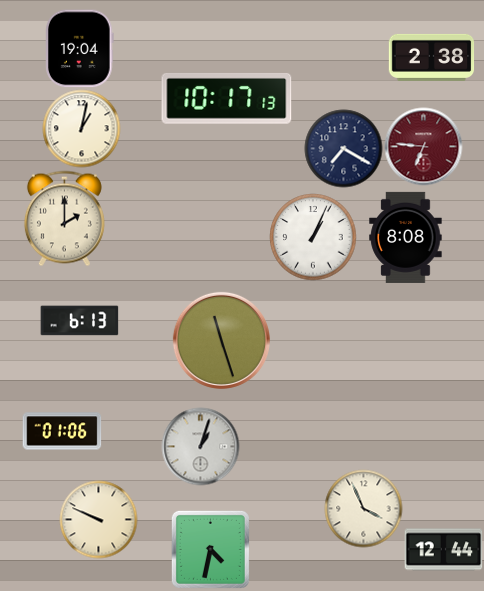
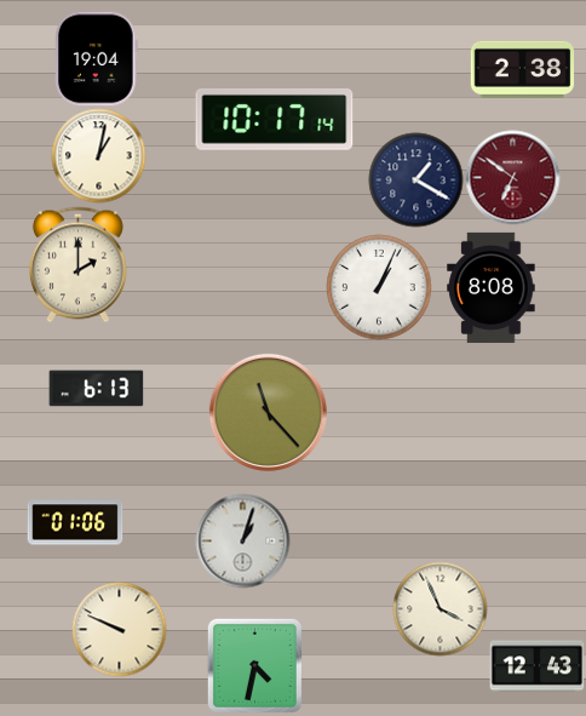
clock at (227, 98): 10:17:13 -> 10:17:14
clock at (423, 146): 6:46 -> 6:51
clock at (343, 148): 7:20 -> 1:20
clock at (221, 340): 11:27 -> 11:23
clock at (363, 508) position: (363, 508) -> (439, 608)
clock at (443, 550): 12:44 -> 12:43
